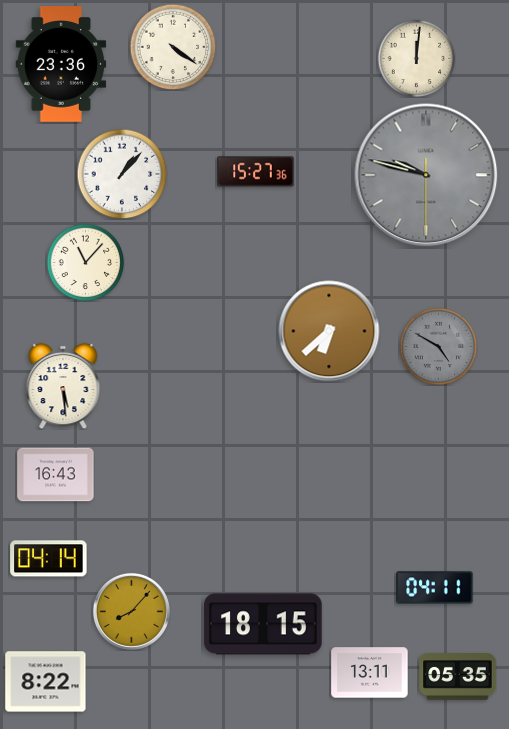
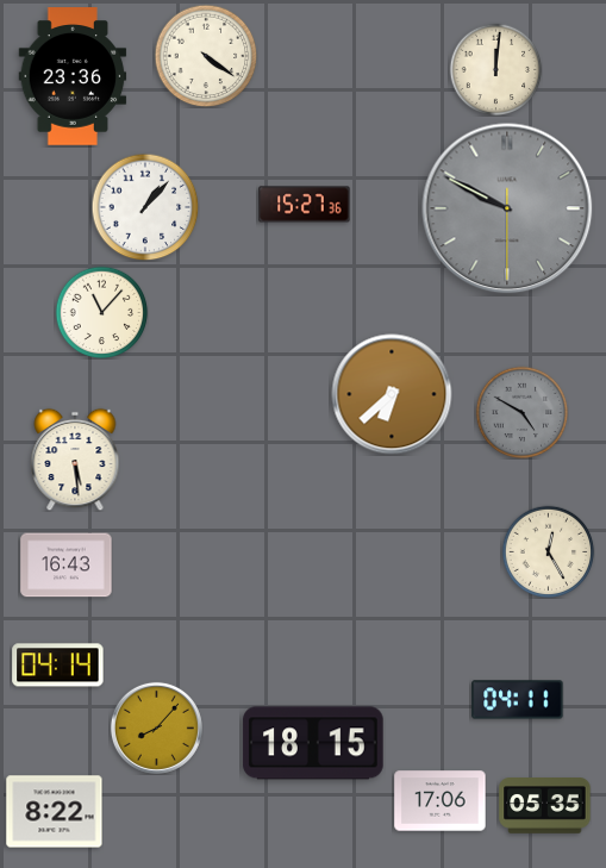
clock at (426, 175): 9:47 -> 9:49
clock at (548, 551): none -> 12:25
clock at (370, 673): 13:11 -> 17:06
